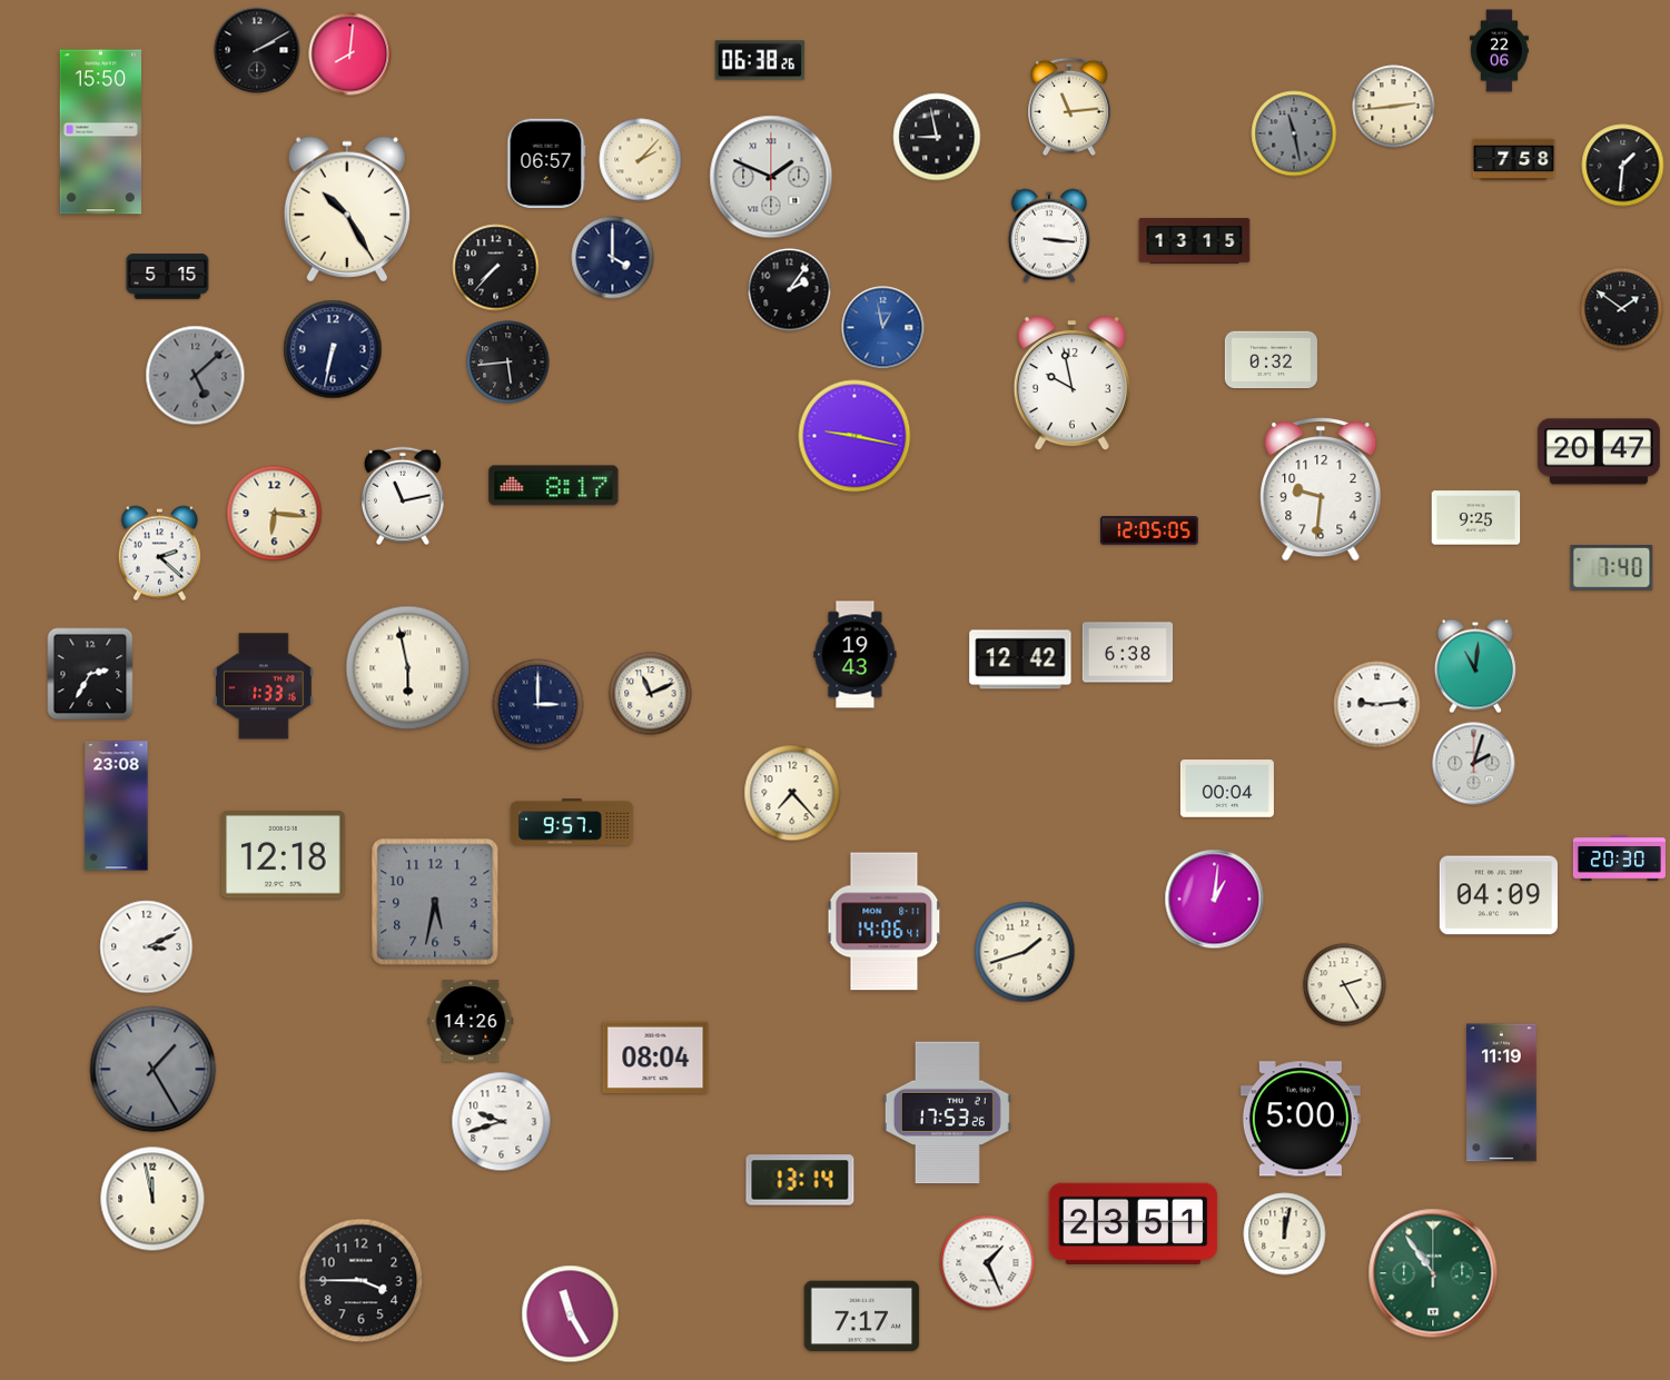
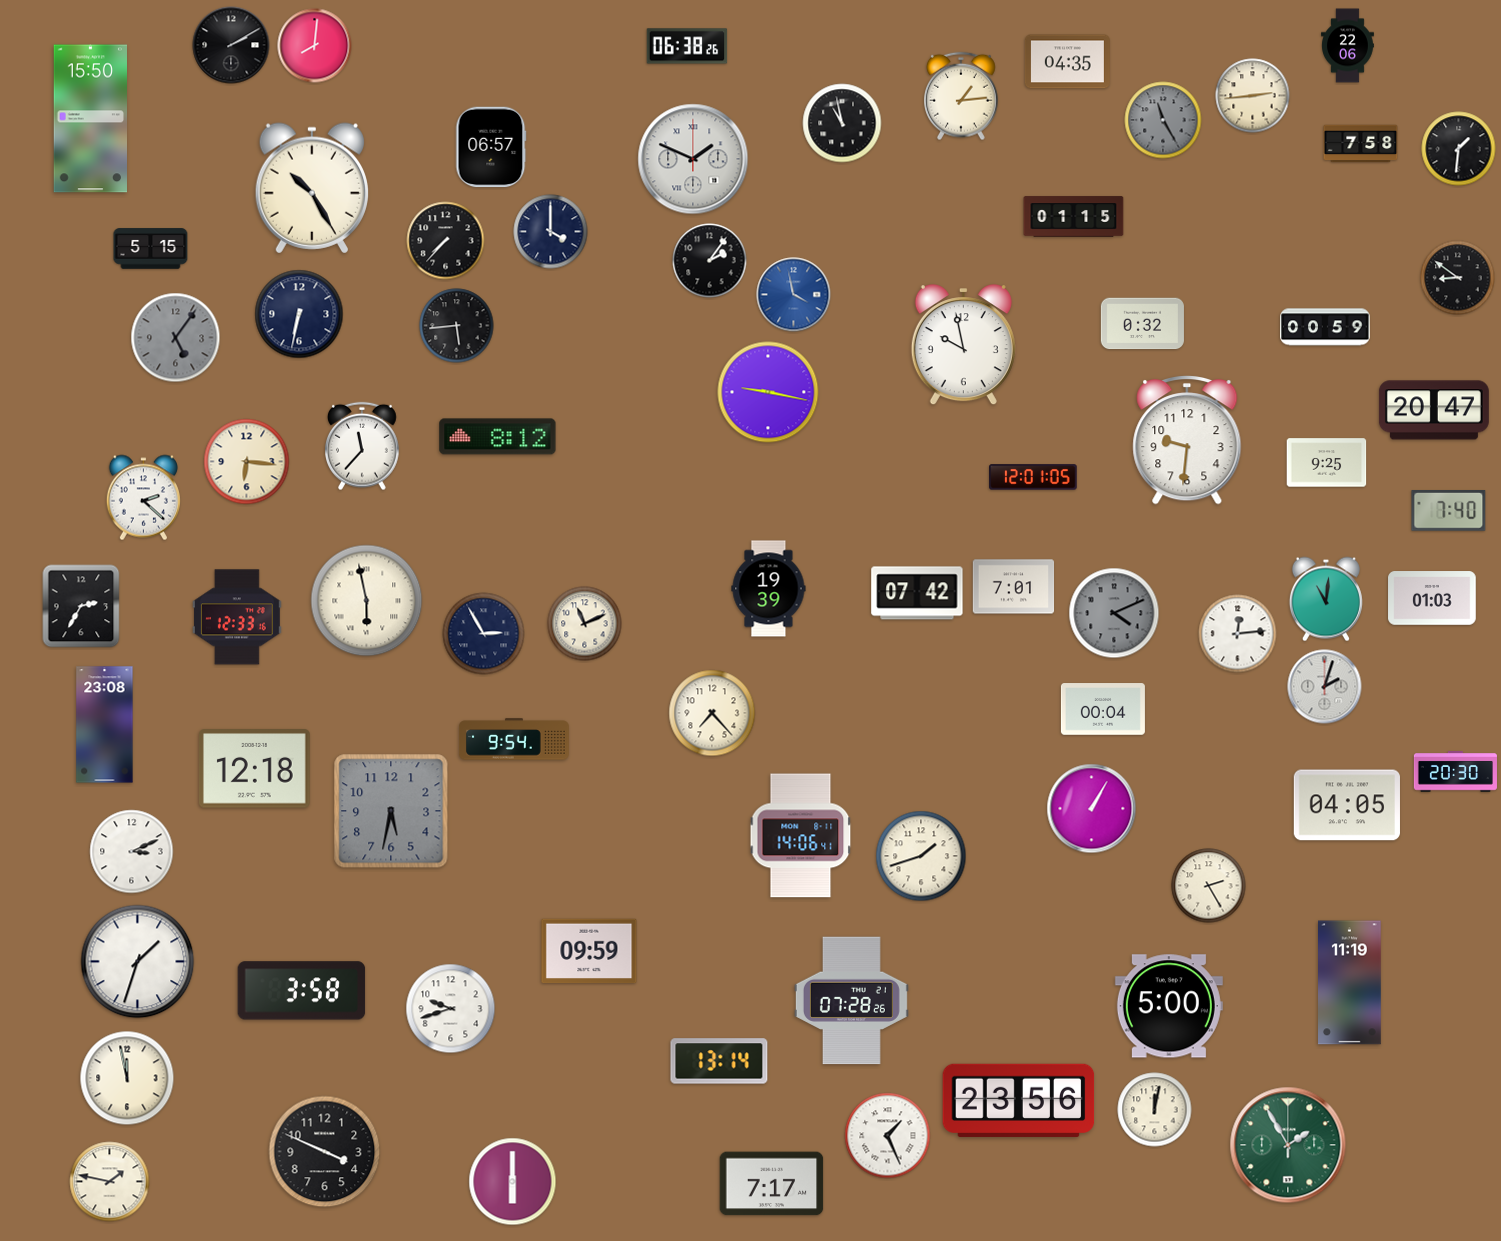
clock at (350, 54) position: (350, 54) -> (315, 46)
clock at (760, 60) position: (760, 60) -> (687, 46)
clock at (1067, 62): none -> 04:35
clock at (1070, 107): 11:14 -> 1:14
clock at (1294, 133): 11:28 -> 11:25
clock at (937, 137): 8:58 -> 10:58
clock at (641, 160): 2:07 -> none
clock at (1049, 236): 3:16 -> none
clock at (1195, 241): 13:15 -> 01:15
clock at (1622, 309): 1:51 -> 8:51
clock at (883, 328): 12:58 -> 3:58
clock at (1325, 327): none -> 00:59
clock at (196, 376): 5:08 -> 5:06
clock at (1599, 451) position: (1599, 451) -> (1434, 410)
clock at (554, 486): 8:17 -> 8:12
clock at (404, 496): 11:13 -> 11:37
clock at (1476, 518) position: (1476, 518) -> (1327, 463)
clock at (1149, 530): 12:05 -> 12:01
clock at (1128, 653): 6:38 -> 7:01
clock at (856, 655): 19:43 -> 19:39
clock at (1020, 659): 12:42 -> 07:42
clock at (1432, 598): none -> 01:03
clock at (1114, 613): none -> 4:11
clock at (264, 686): 1:33 -> 12:33
clock at (538, 705): 3:00 -> 2:55
clock at (1377, 705): 9:14 -> 12:14
clock at (573, 822): 9:57 -> 9:54
clock at (1499, 895): 04:09 -> 04:05
clock at (1215, 900): 1:01 -> 1:05
clock at (885, 922) position: (885, 922) -> (801, 836)
clock at (471, 1021): 14:26 -> none
clock at (655, 1058): 08:04 -> 09:59
clock at (154, 1070): 1:25 -> 1:33
clock at (154, 1070) dial: grey -> white
clock at (302, 991): none -> 3:58
clock at (947, 1113): 17:53 -> 07:28
clock at (152, 1199) position: (152, 1199) -> (127, 1078)
clock at (1134, 1223): 23:51 -> 23:56
clock at (1433, 1273): 10:54 -> 1:55
clock at (362, 1281): 3:45 -> 3:49
clock at (110, 1182): none -> 1:47
clock at (571, 1314): 11:25 -> 6:00
clock at (862, 1317) position: (862, 1317) -> (772, 1184)
